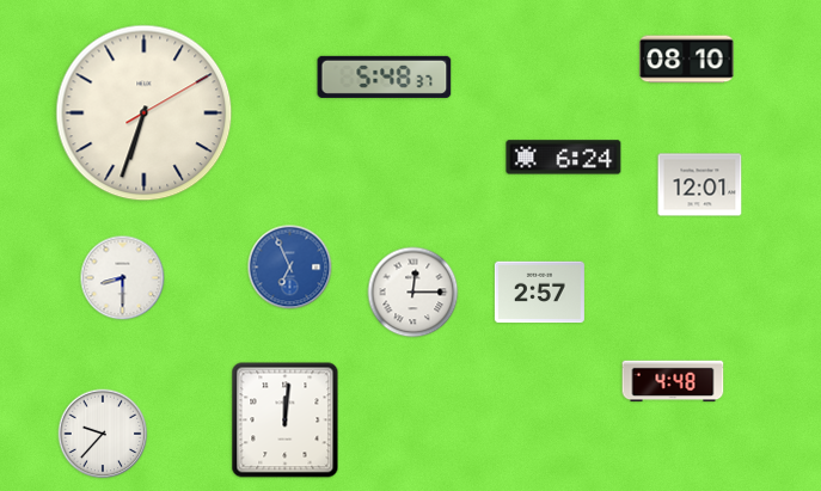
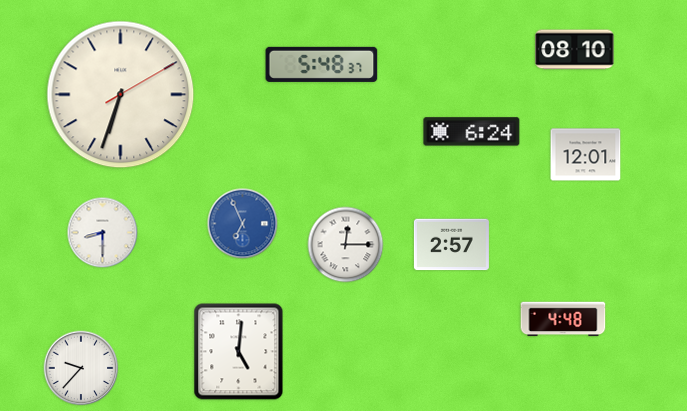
clock at (286, 421): 12:01 -> 5:01
clock at (103, 434) position: (103, 434) -> (81, 368)
